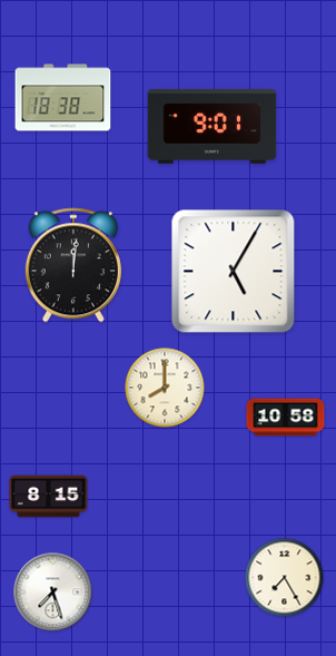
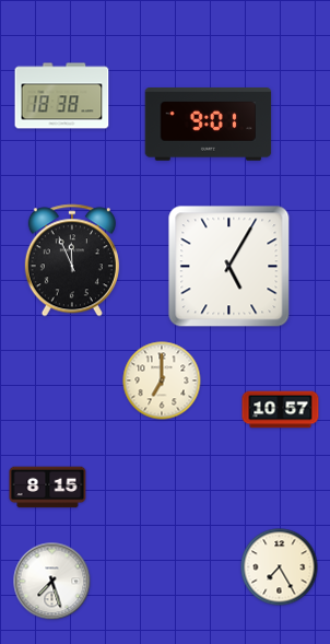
clock at (73, 265): 12:01 -> 11:56
clock at (165, 388): 8:00 -> 7:00
clock at (286, 418): 10:58 -> 10:57
